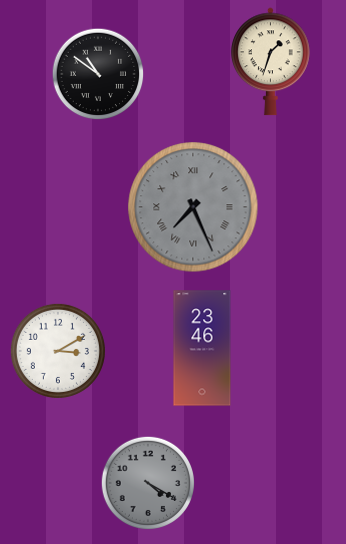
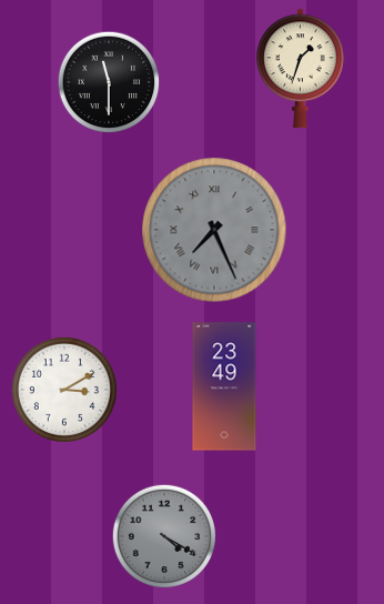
clock at (98, 74): 10:51 -> 11:30
clock at (202, 348): 23:46 -> 23:49
